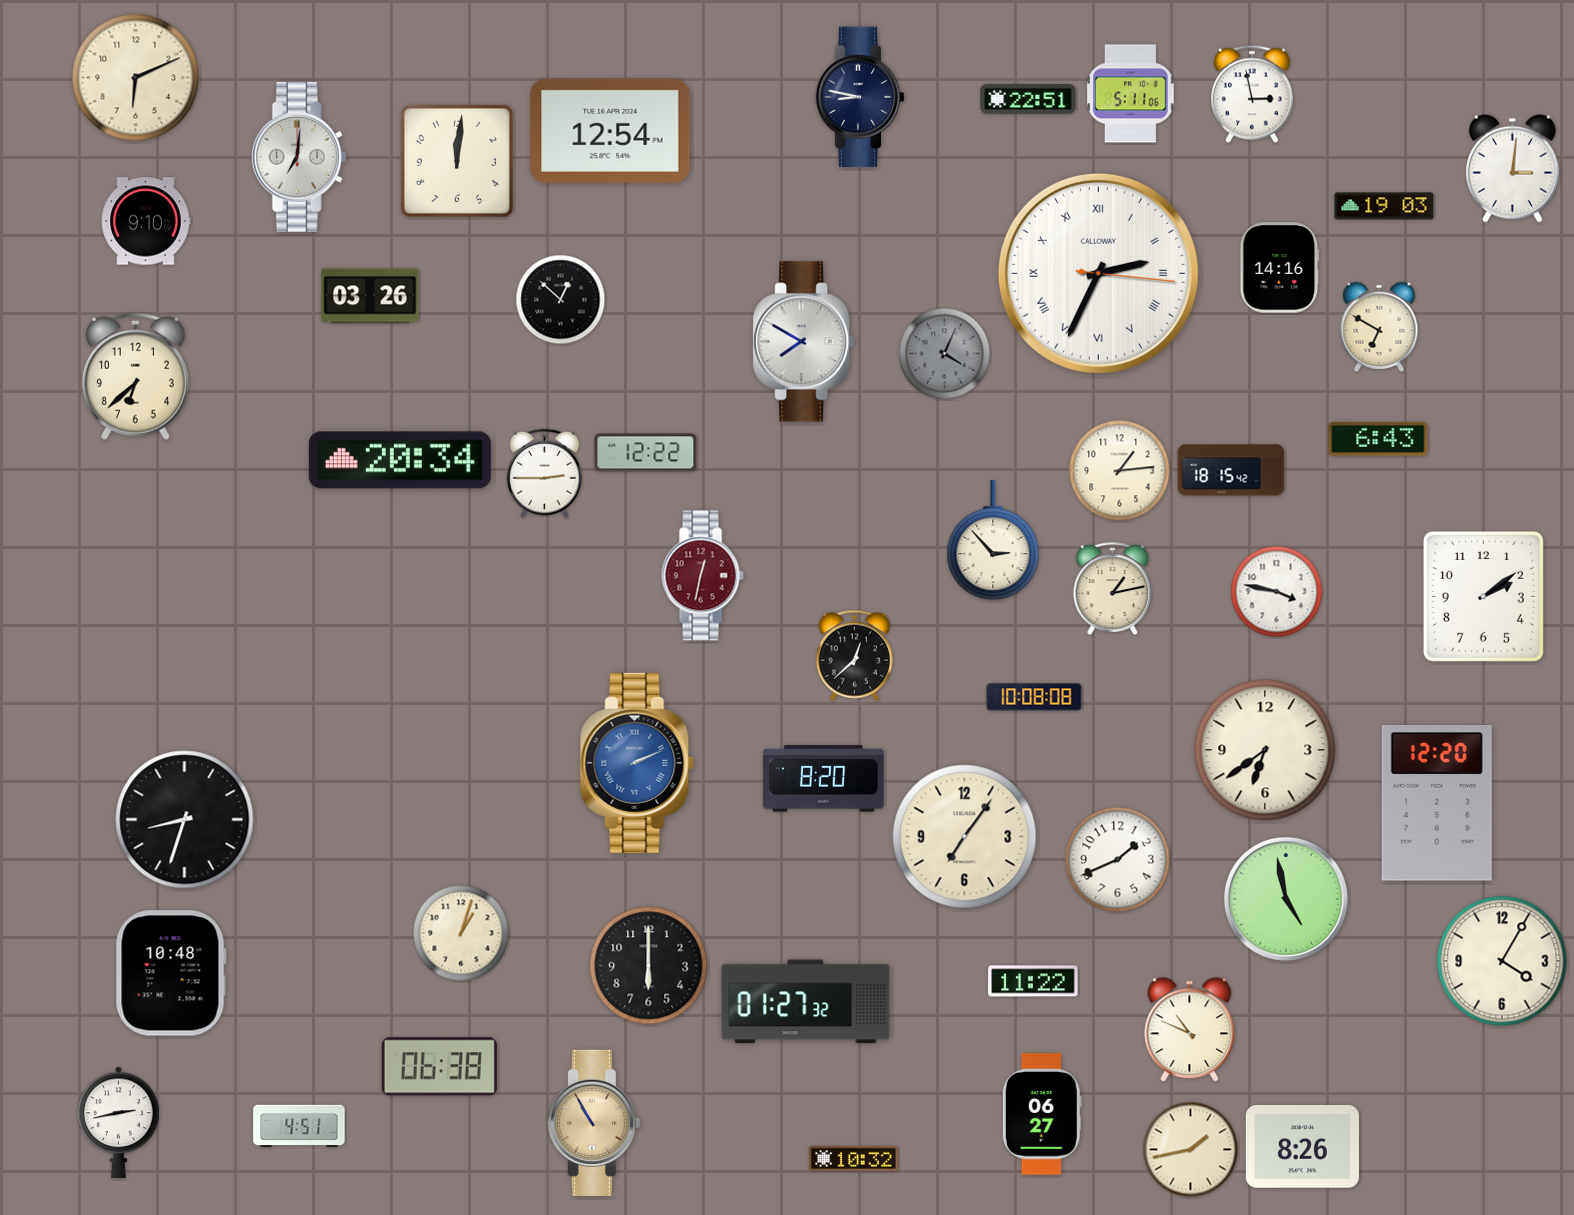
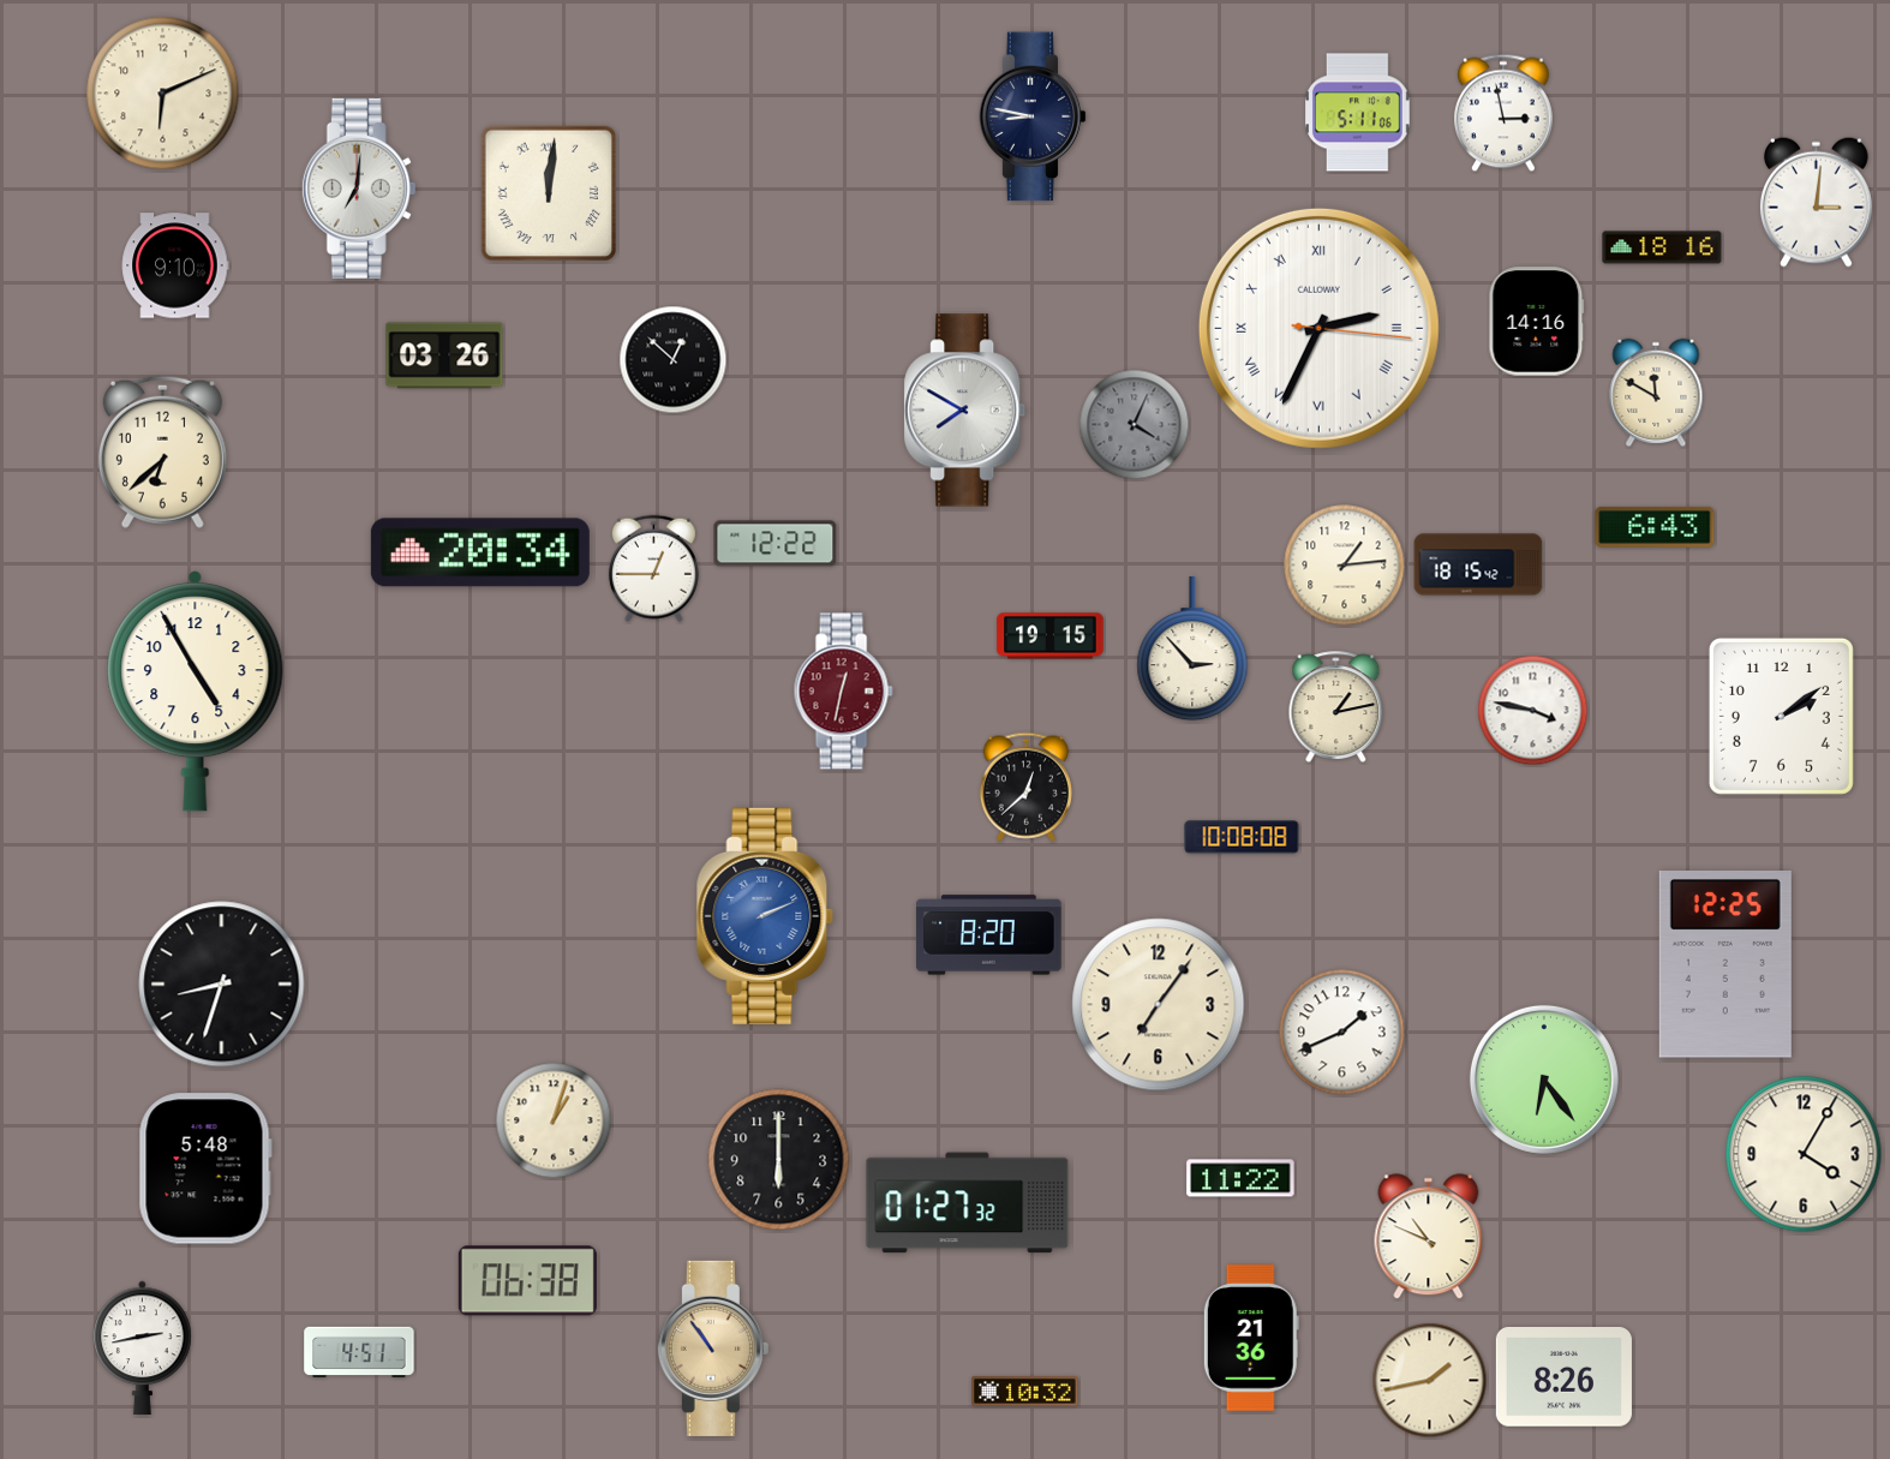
clock at (1028, 99): 22:51 -> none
clock at (610, 131): 12:54 -> none
clock at (456, 160) numerals: Arabic -> Roman
clock at (1384, 206): 19:03 -> 18:16
clock at (1379, 327): 6:50 -> 11:50
clock at (544, 474): 2:45 -> 12:45
clock at (1051, 636): none -> 19:15
clock at (196, 692): none -> 4:55
clock at (1265, 750): 6:39 -> none
clock at (1437, 804): 12:20 -> 12:25
clock at (1286, 899): 4:58 -> 6:24
clock at (171, 973): 10:48 -> 5:48
clock at (1042, 1114): 06:27 -> 21:36
clock at (594, 1123): 10:55 -> 10:54
